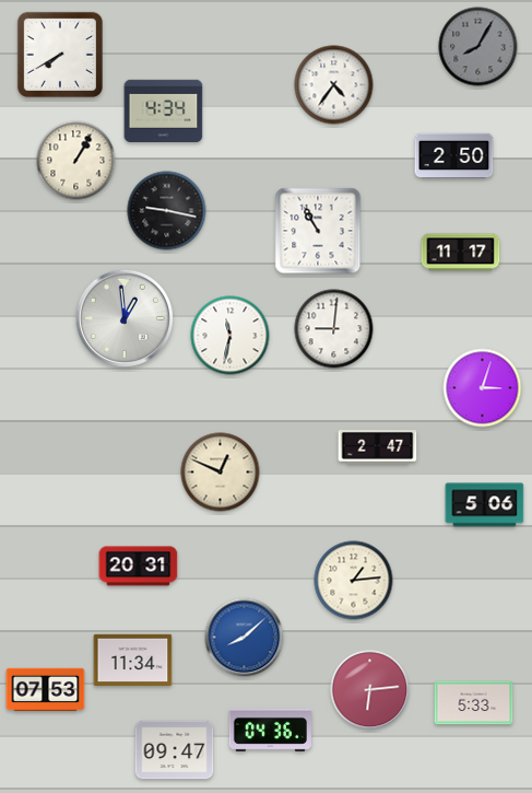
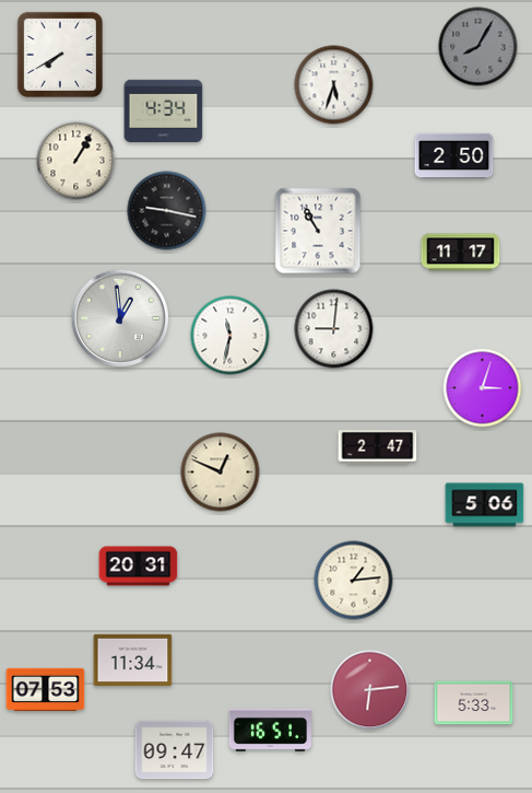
clock at (334, 85): 4:36 -> 5:33
clock at (125, 318) position: (125, 318) -> (120, 318)
clock at (245, 638): 8:08 -> none
clock at (270, 730): 04:36 -> 16:51
